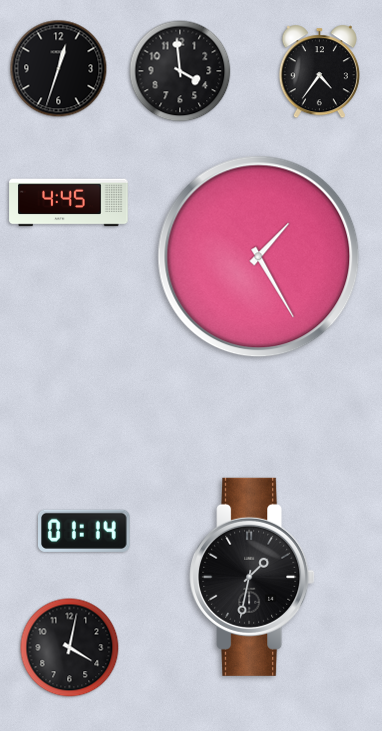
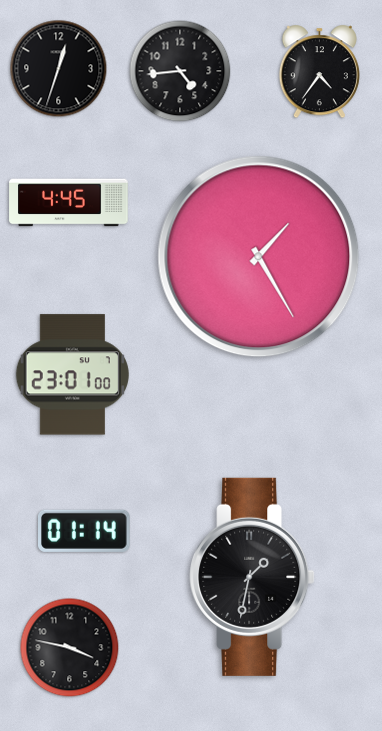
clock at (180, 71): 3:59 -> 4:44
clock at (72, 375): none -> 23:01
clock at (70, 648): 4:02 -> 3:47
